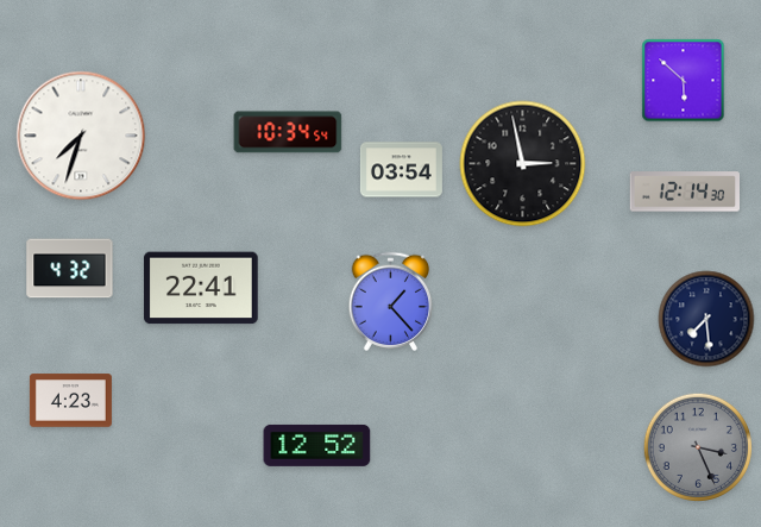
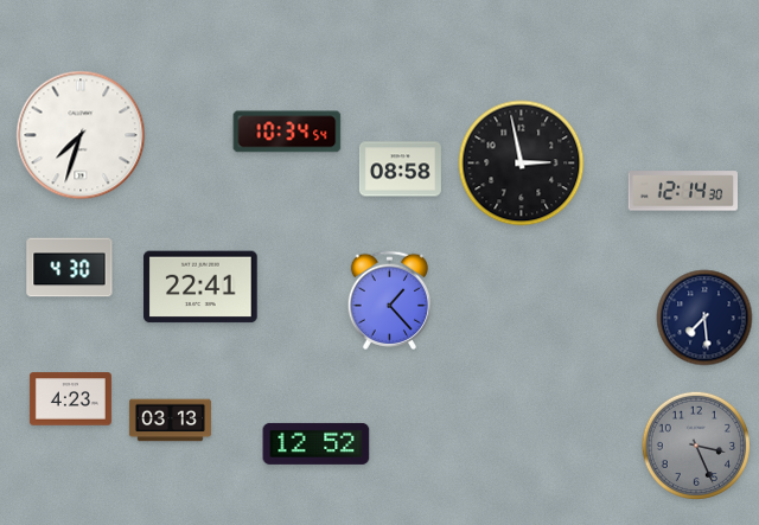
clock at (684, 81): 5:52 -> none
clock at (401, 170): 03:54 -> 08:58
clock at (70, 269): 4:32 -> 4:30
clock at (170, 421): none -> 03:13
